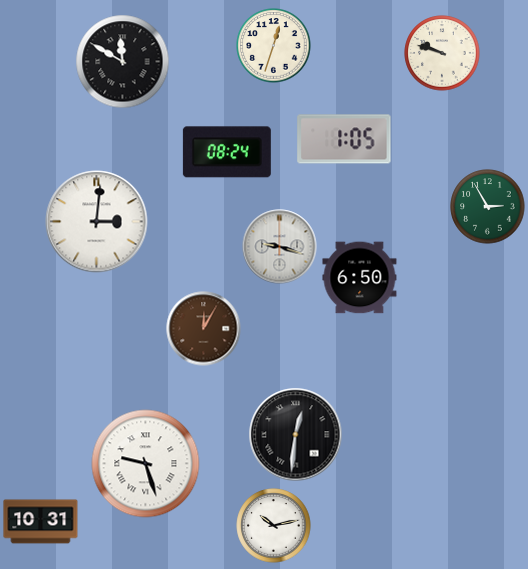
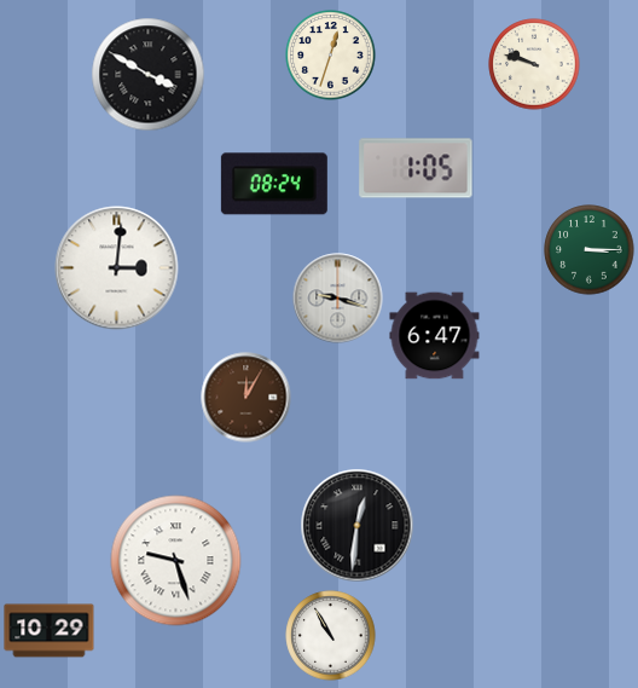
clock at (123, 62): 11:50 -> 3:50
clock at (488, 207): 2:55 -> 3:15
clock at (360, 278): 6:50 -> 6:47
clock at (41, 522): 10:31 -> 10:29
clock at (274, 526): 10:13 -> 10:55
